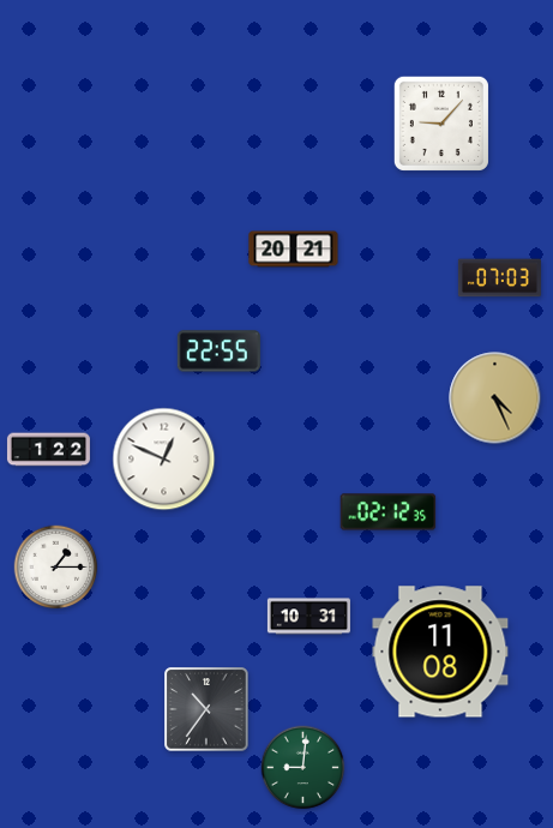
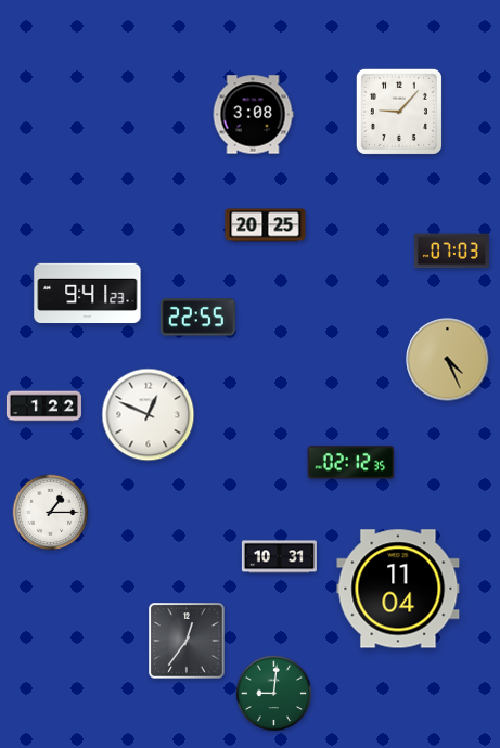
clock at (253, 115): none -> 3:08
clock at (294, 250): 20:21 -> 20:25
clock at (88, 294): none -> 9:41
clock at (440, 652): 11:08 -> 11:04
clock at (206, 709): 10:36 -> 12:36
